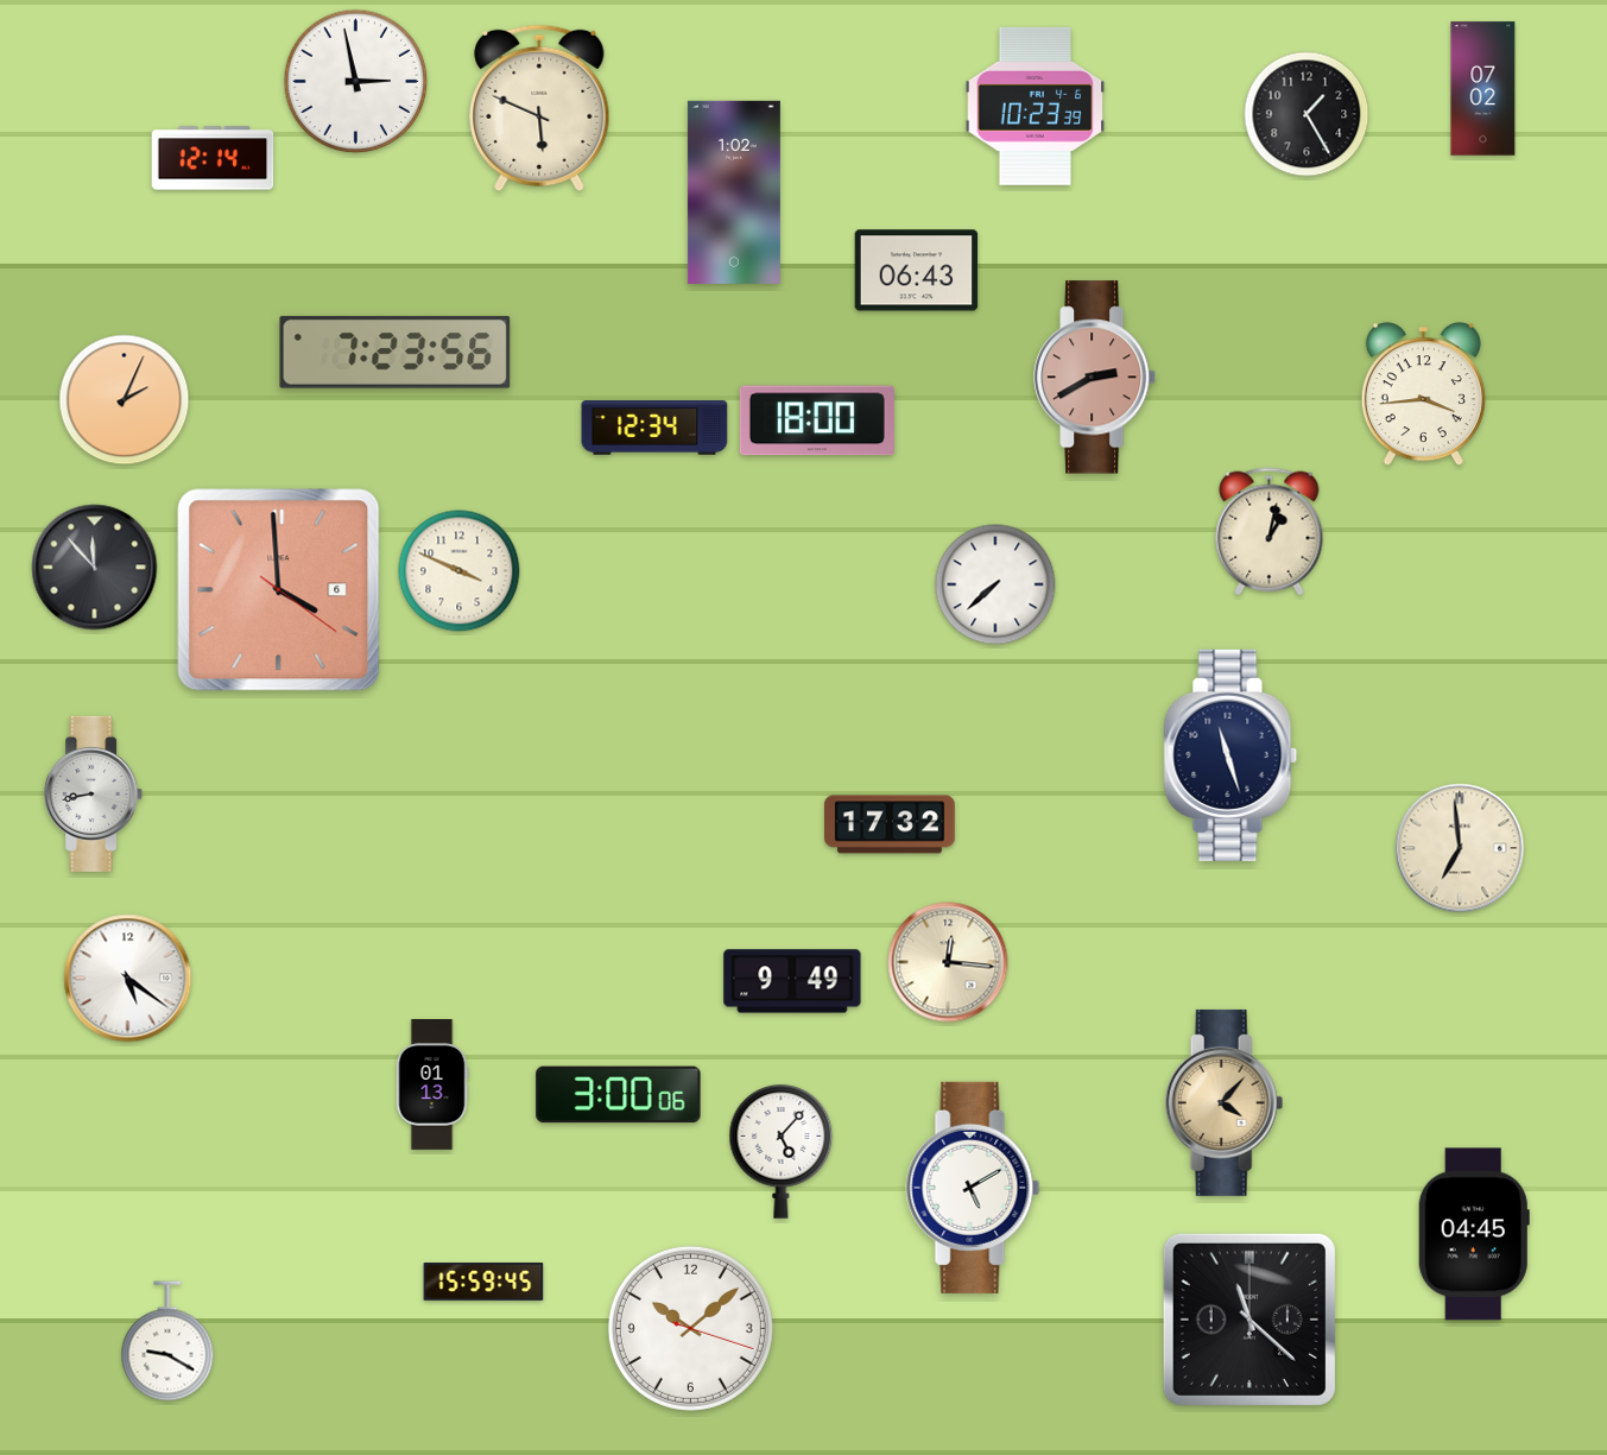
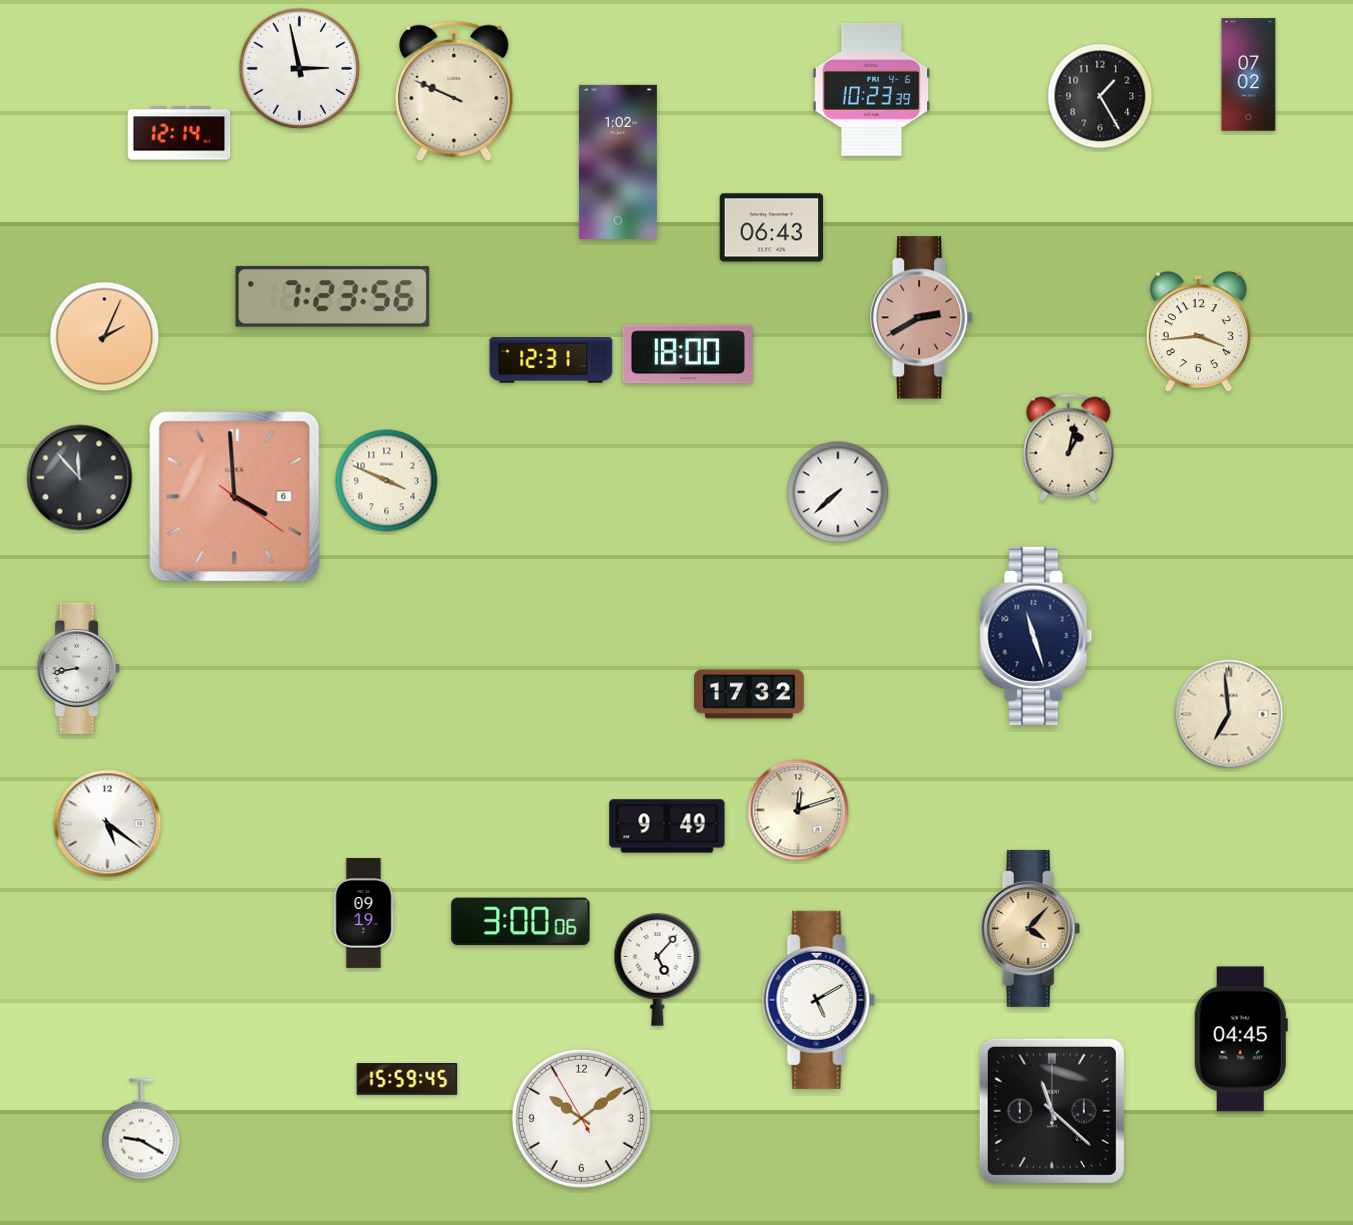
clock at (539, 108): 5:49 -> 9:49
clock at (654, 428): 12:34 -> 12:31
clock at (948, 962): 12:16 -> 12:12
clock at (432, 1086): 01:13 -> 09:19
clock at (690, 1328): 10:08:18 -> 10:08:55
